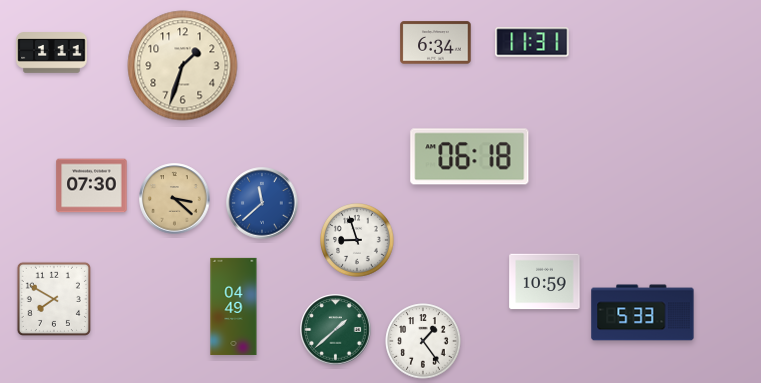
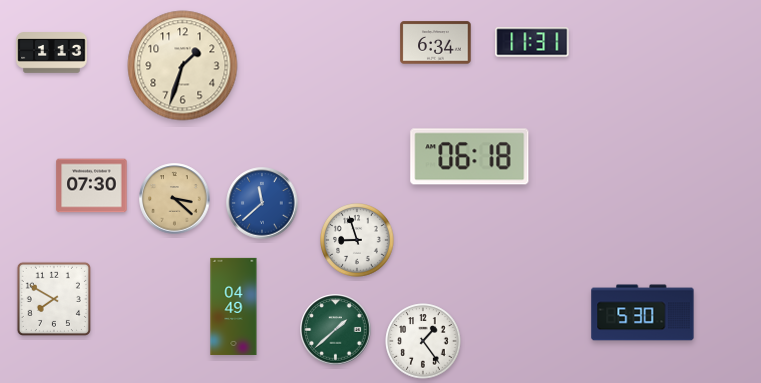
clock at (52, 53): 1:11 -> 1:13
clock at (545, 282): 10:59 -> none
clock at (643, 313): 5:33 -> 5:30
